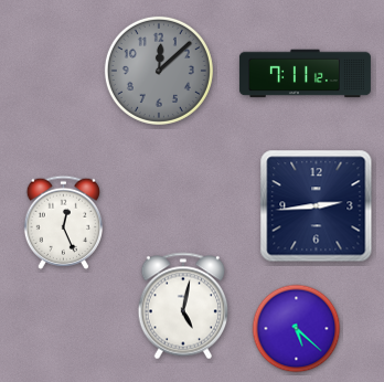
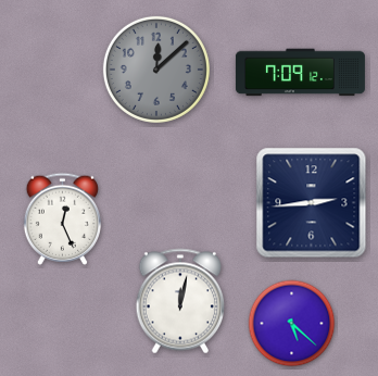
clock at (305, 74): 7:11 -> 7:09
clock at (183, 306): 5:02 -> 12:02
